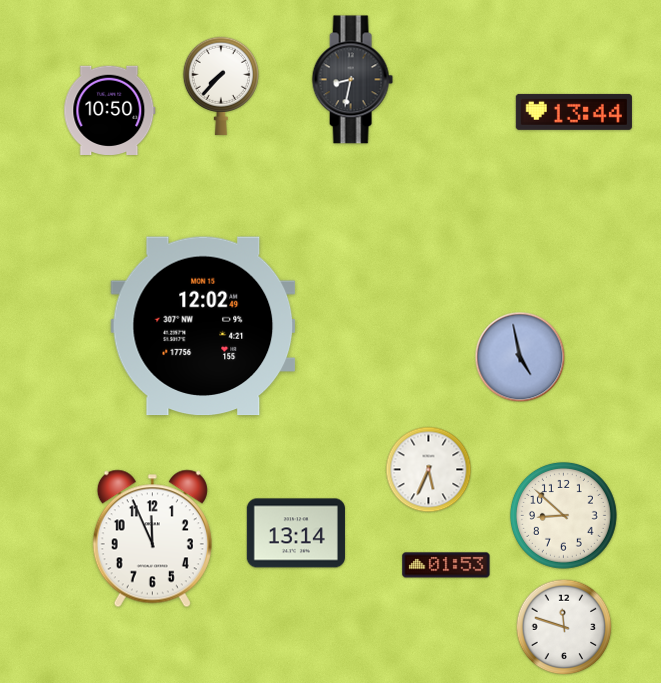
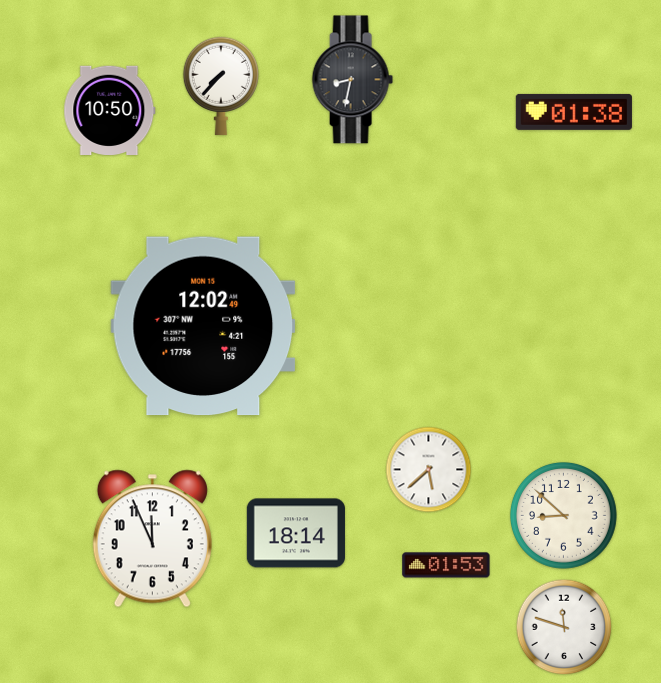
clock at (574, 112): 13:44 -> 01:38
clock at (520, 357): 4:58 -> none
clock at (429, 470): 5:34 -> 5:38
clock at (296, 533): 13:14 -> 18:14
